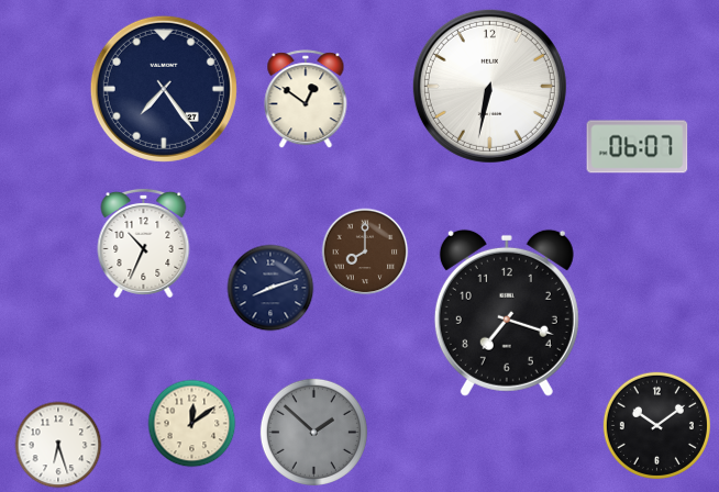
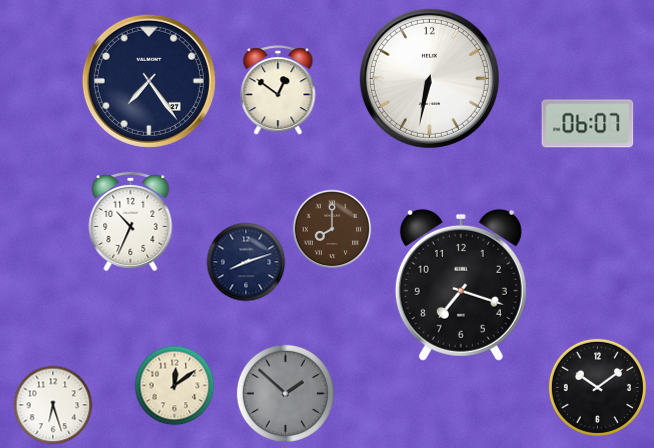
clock at (489, 86) position: (489, 86) -> (429, 78)
clock at (638, 147) position: (638, 147) -> (588, 124)
